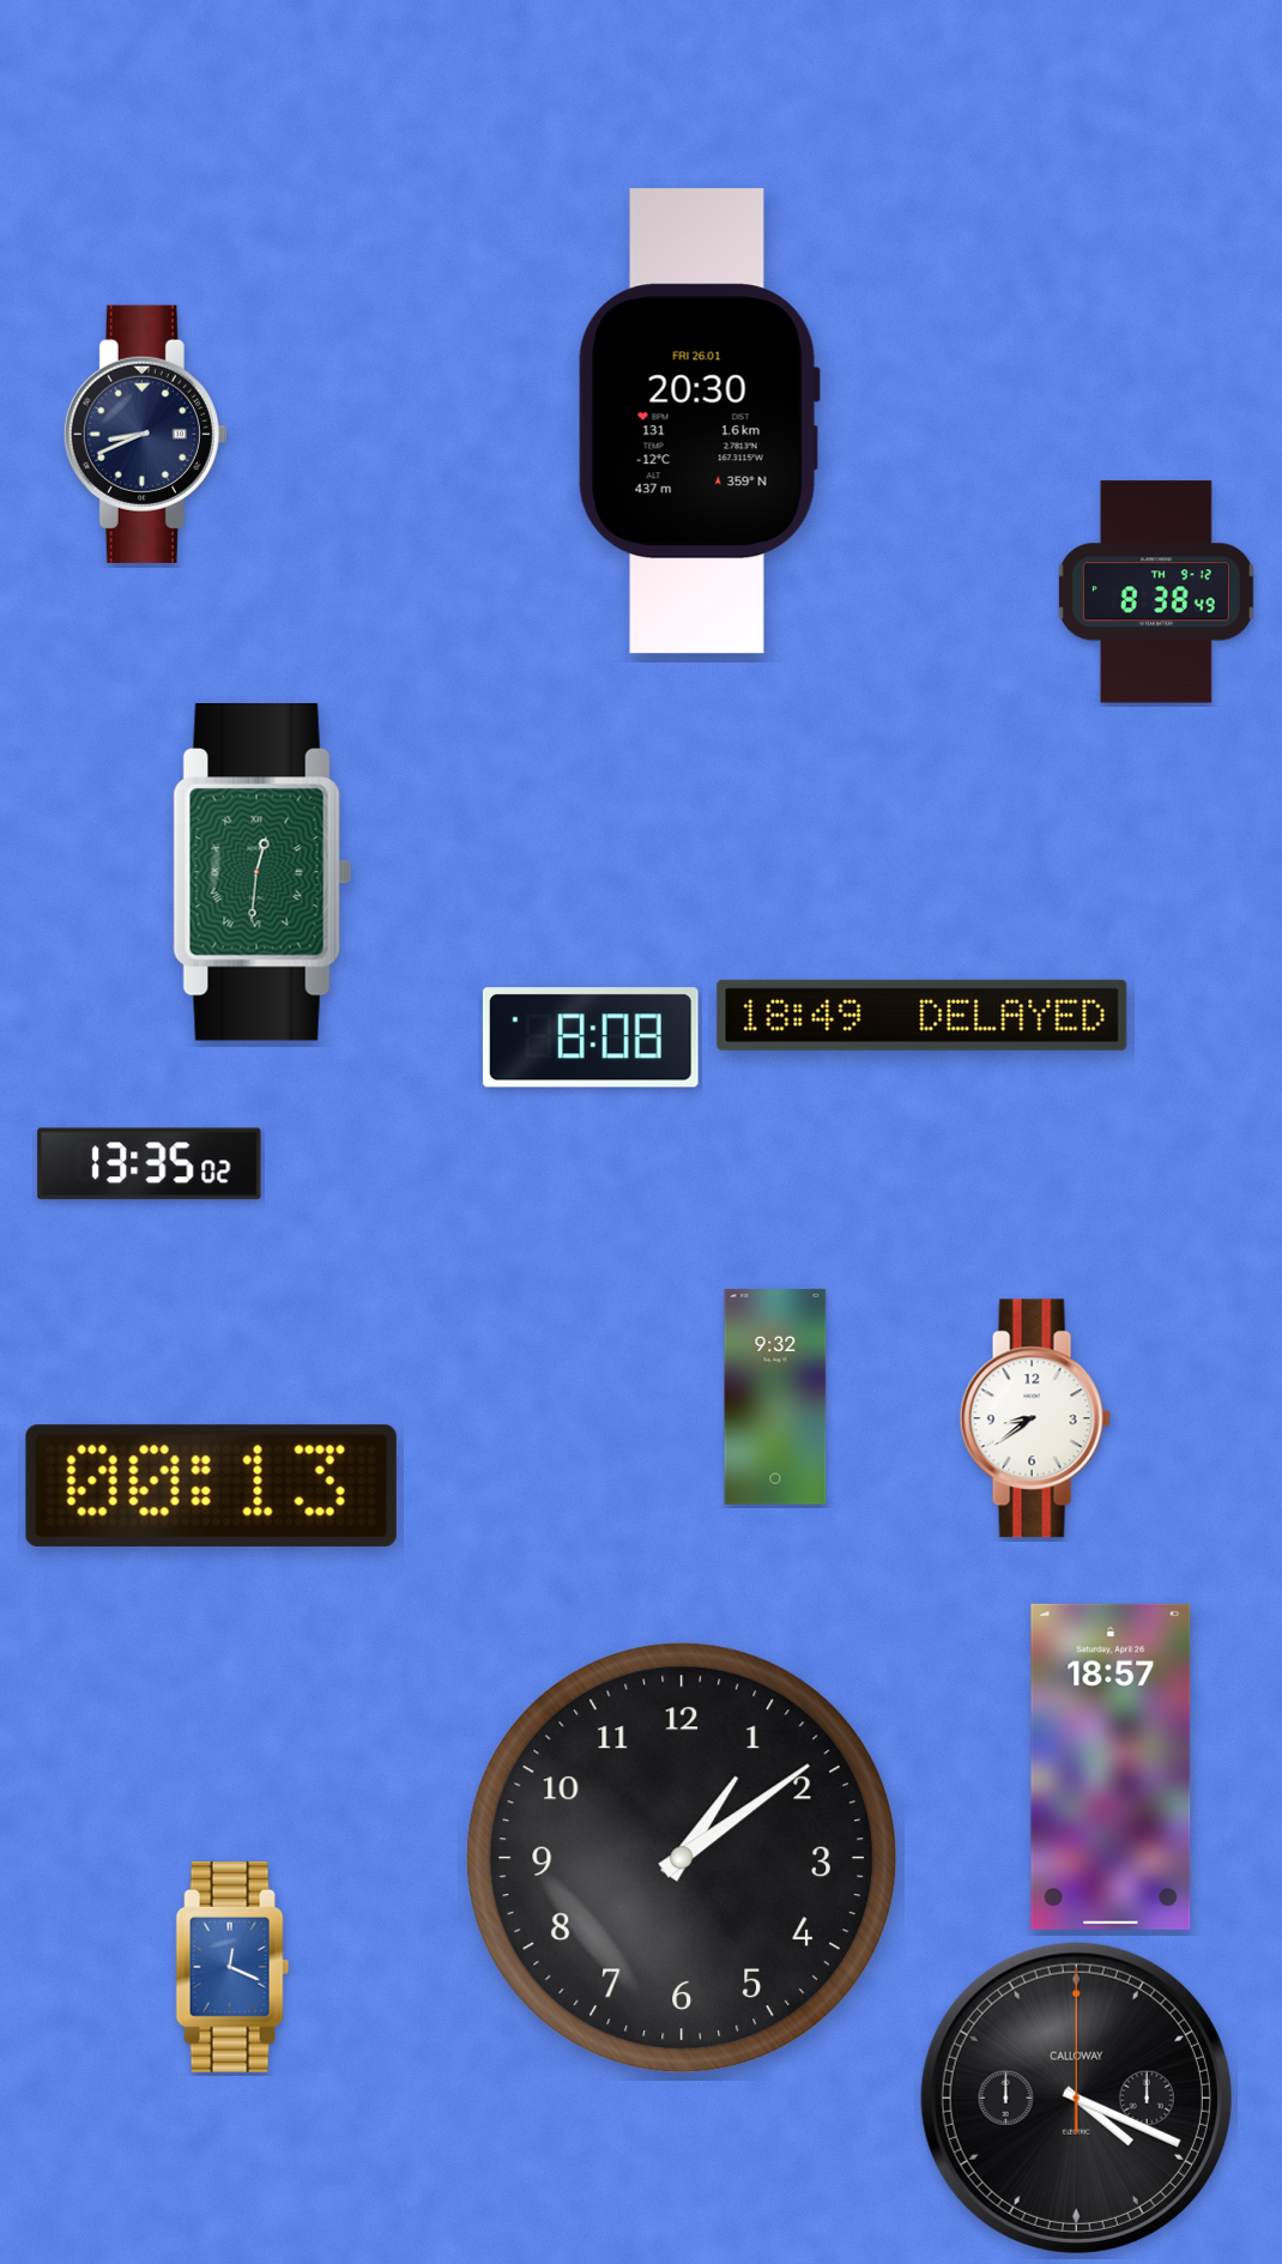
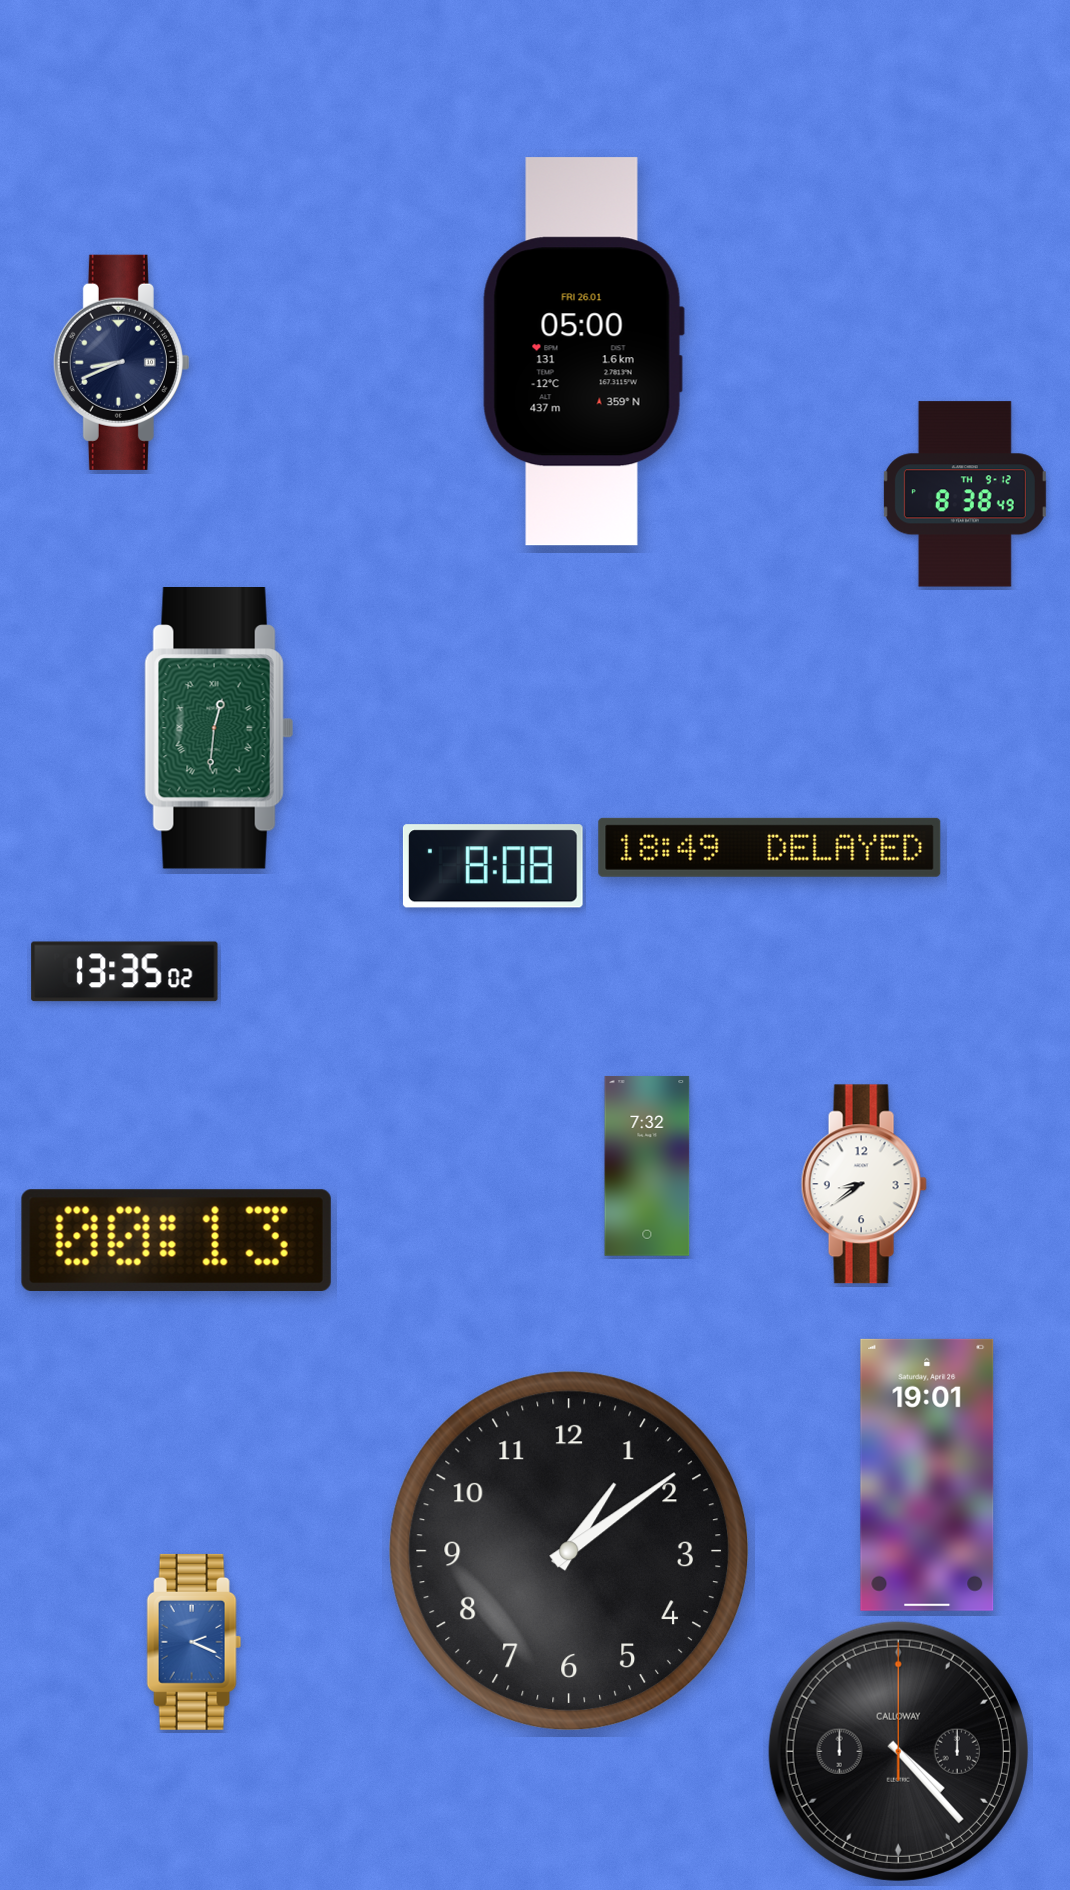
clock at (699, 422): 20:30 -> 05:00
clock at (775, 1397): 9:32 -> 7:32
clock at (1111, 1767): 18:57 -> 19:01
clock at (232, 1967): 12:19 -> 2:19
clock at (1076, 2097): 4:19 -> 4:23
